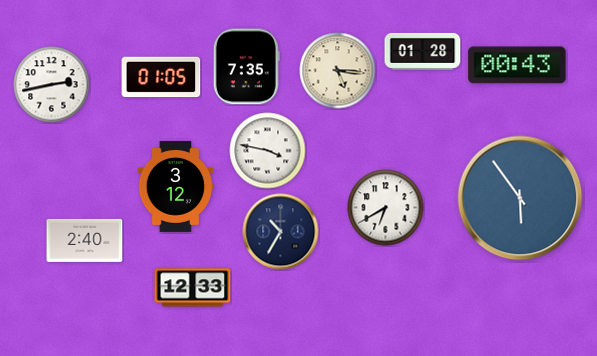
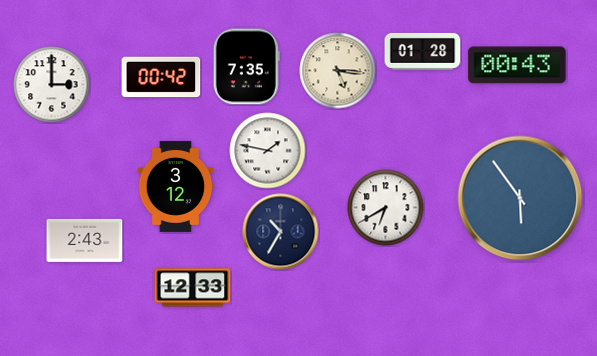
clock at (161, 77): 01:05 -> 00:42
clock at (52, 85): 2:43 -> 3:00
clock at (268, 151): 3:47 -> 1:47
clock at (85, 240): 2:40 -> 2:43
